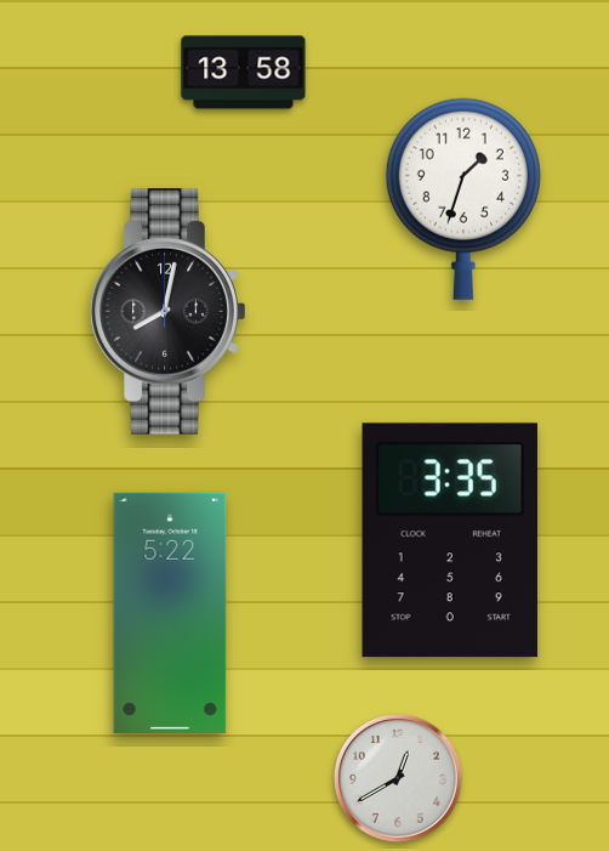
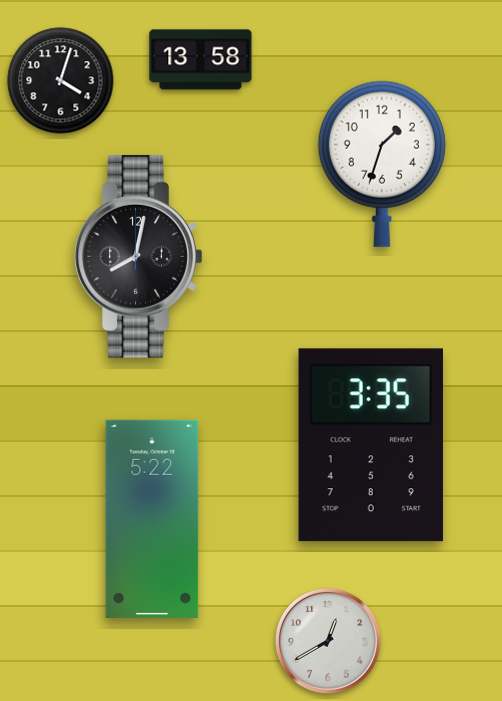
clock at (61, 81): none -> 4:03
clock at (170, 613) position: (170, 613) -> (152, 519)
